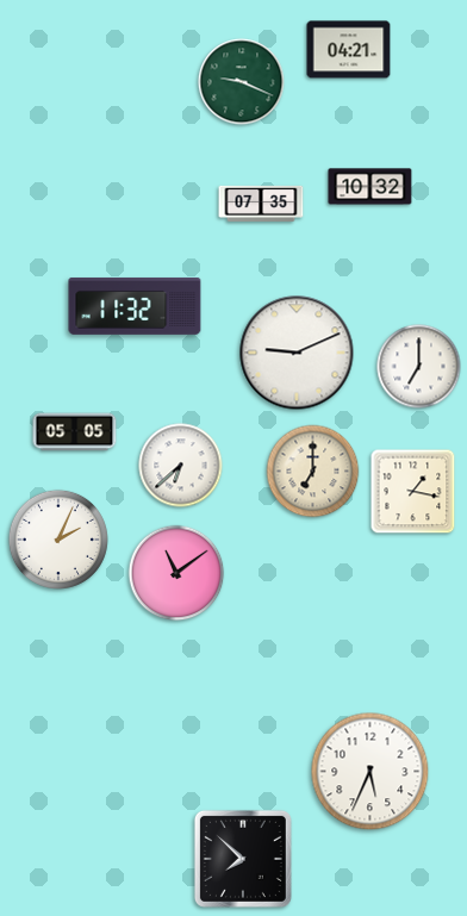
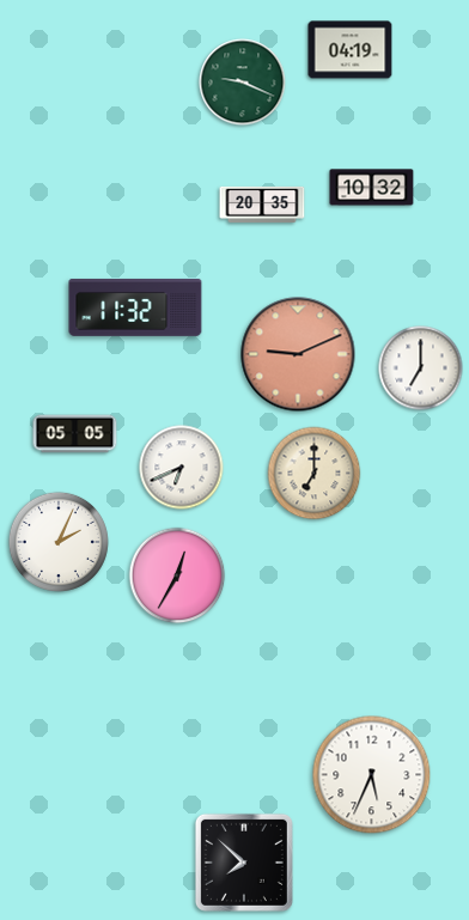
clock at (349, 50): 04:21 -> 04:19
clock at (261, 204): 07:35 -> 20:35
clock at (297, 353) dial: white -> salmon
clock at (181, 466): 6:38 -> 6:41
clock at (413, 492): 1:17 -> none
clock at (176, 573): 11:09 -> 12:35
